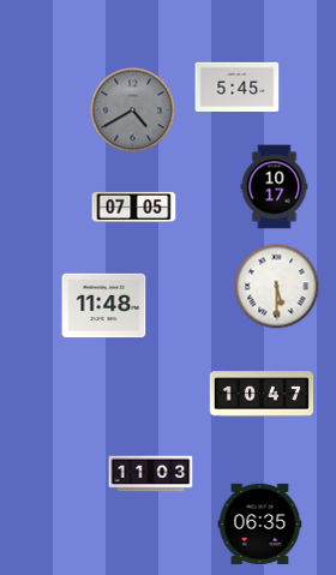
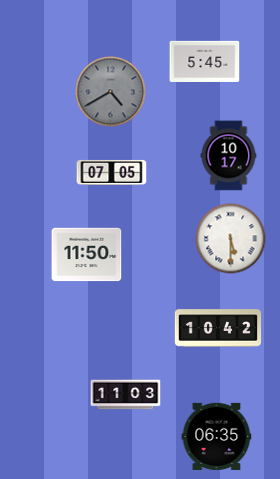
clock at (238, 86) position: (238, 86) -> (205, 61)
clock at (104, 306): 11:48 -> 11:50
clock at (260, 394): 10:47 -> 10:42
